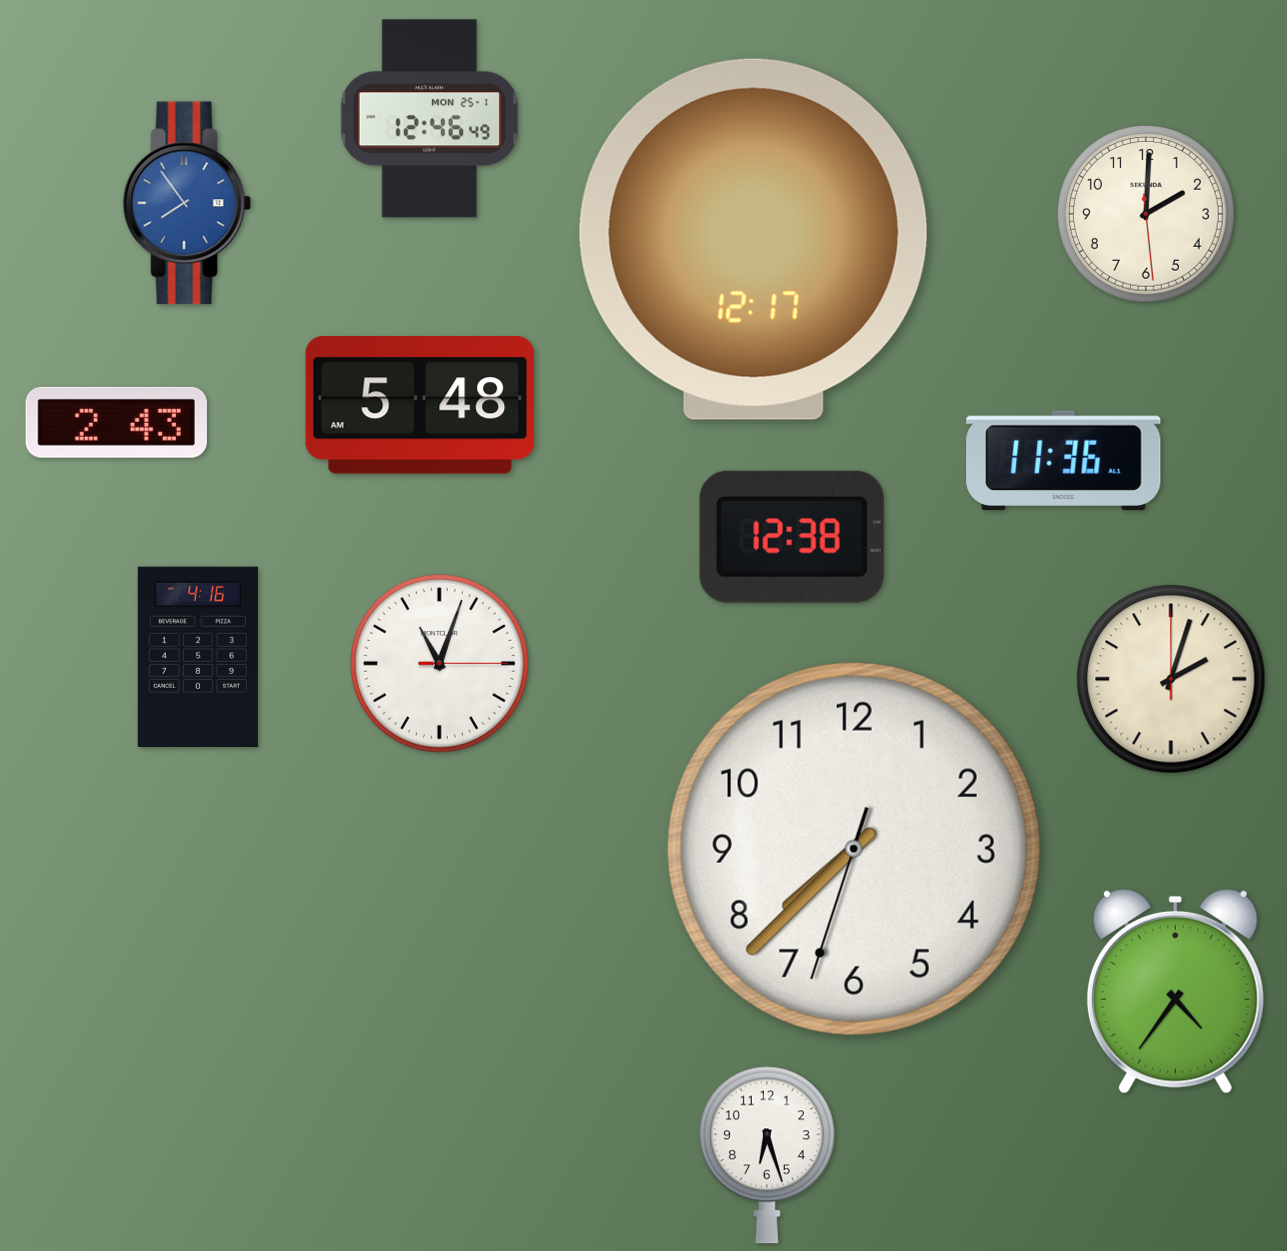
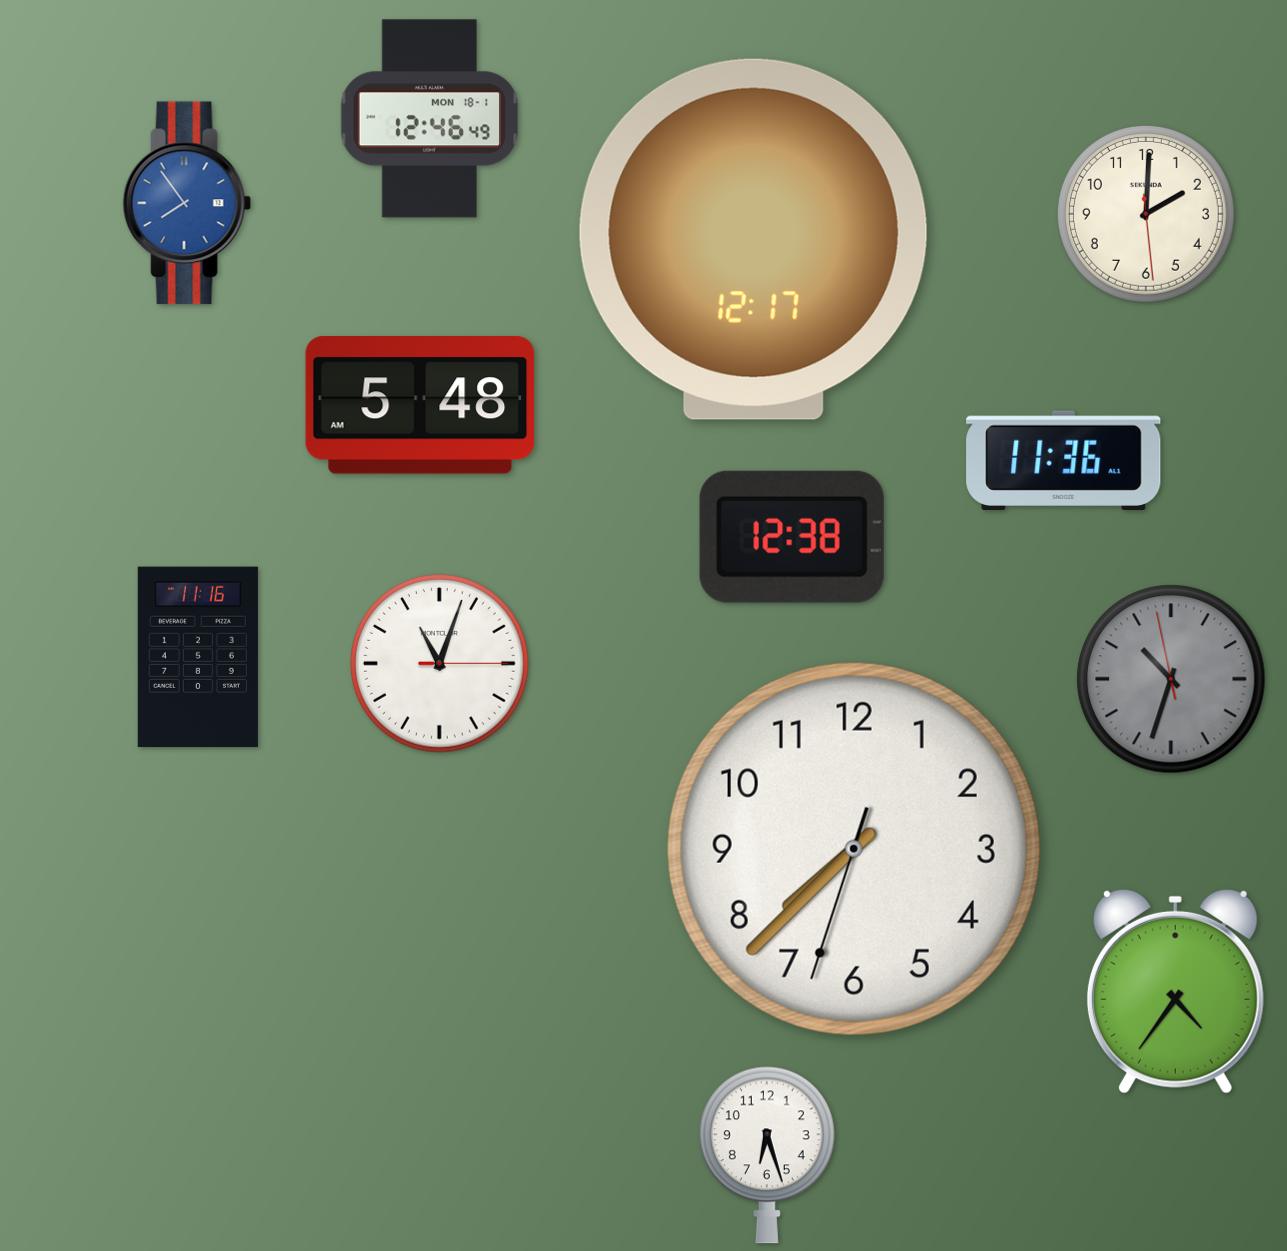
clock at (430, 119) date: MON 25-1 -> MON 18-1
clock at (116, 422): 2:43 -> none
clock at (198, 657): 4:16 -> 11:16
clock at (1171, 679): 2:03 -> 10:32
clock at (1171, 679) dial: cream -> grey
